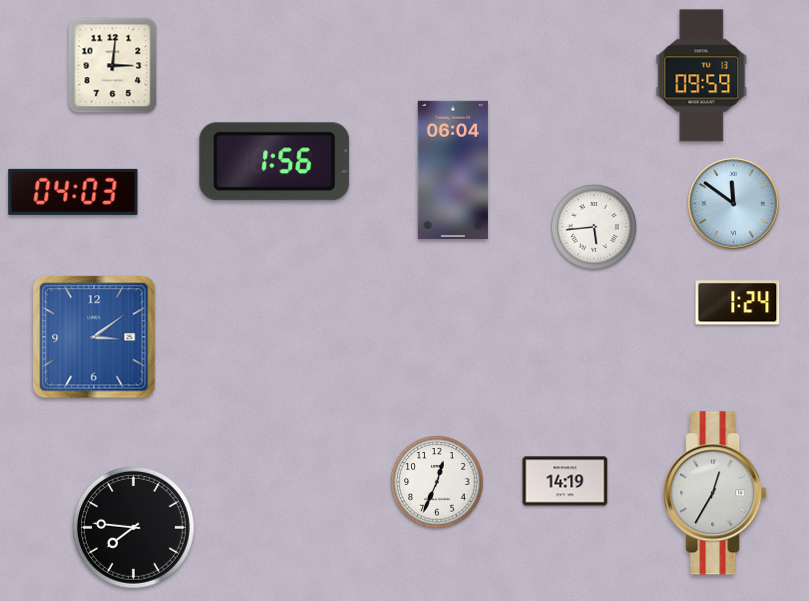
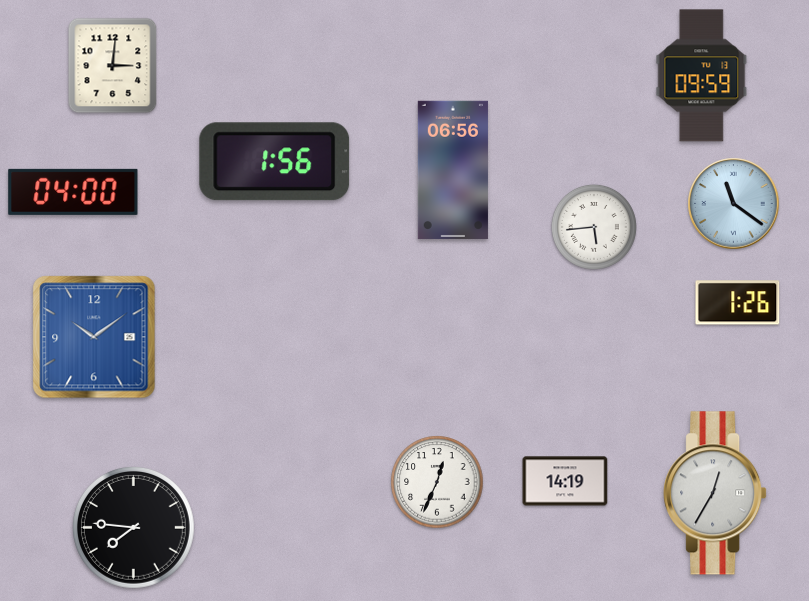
clock at (453, 170): 06:04 -> 06:56
clock at (73, 192): 04:03 -> 04:00
clock at (734, 204): 11:51 -> 11:21
clock at (738, 303): 1:24 -> 1:26
clock at (94, 337): 3:09 -> 10:09
